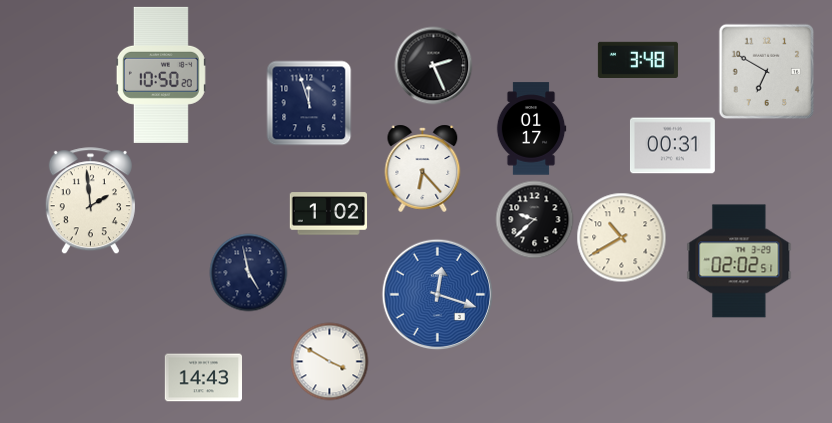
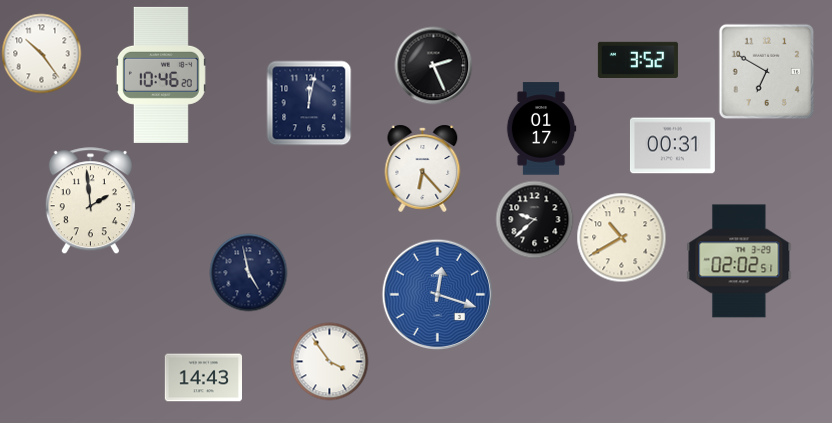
clock at (41, 53): none -> 10:24
clock at (638, 59): 3:48 -> 3:52
clock at (161, 75): 10:50 -> 10:46
clock at (309, 103): 11:57 -> 12:02
clock at (531, 129) position: (531, 129) -> (541, 129)
clock at (328, 214): 1:02 -> none
clock at (329, 361): 3:50 -> 3:54
